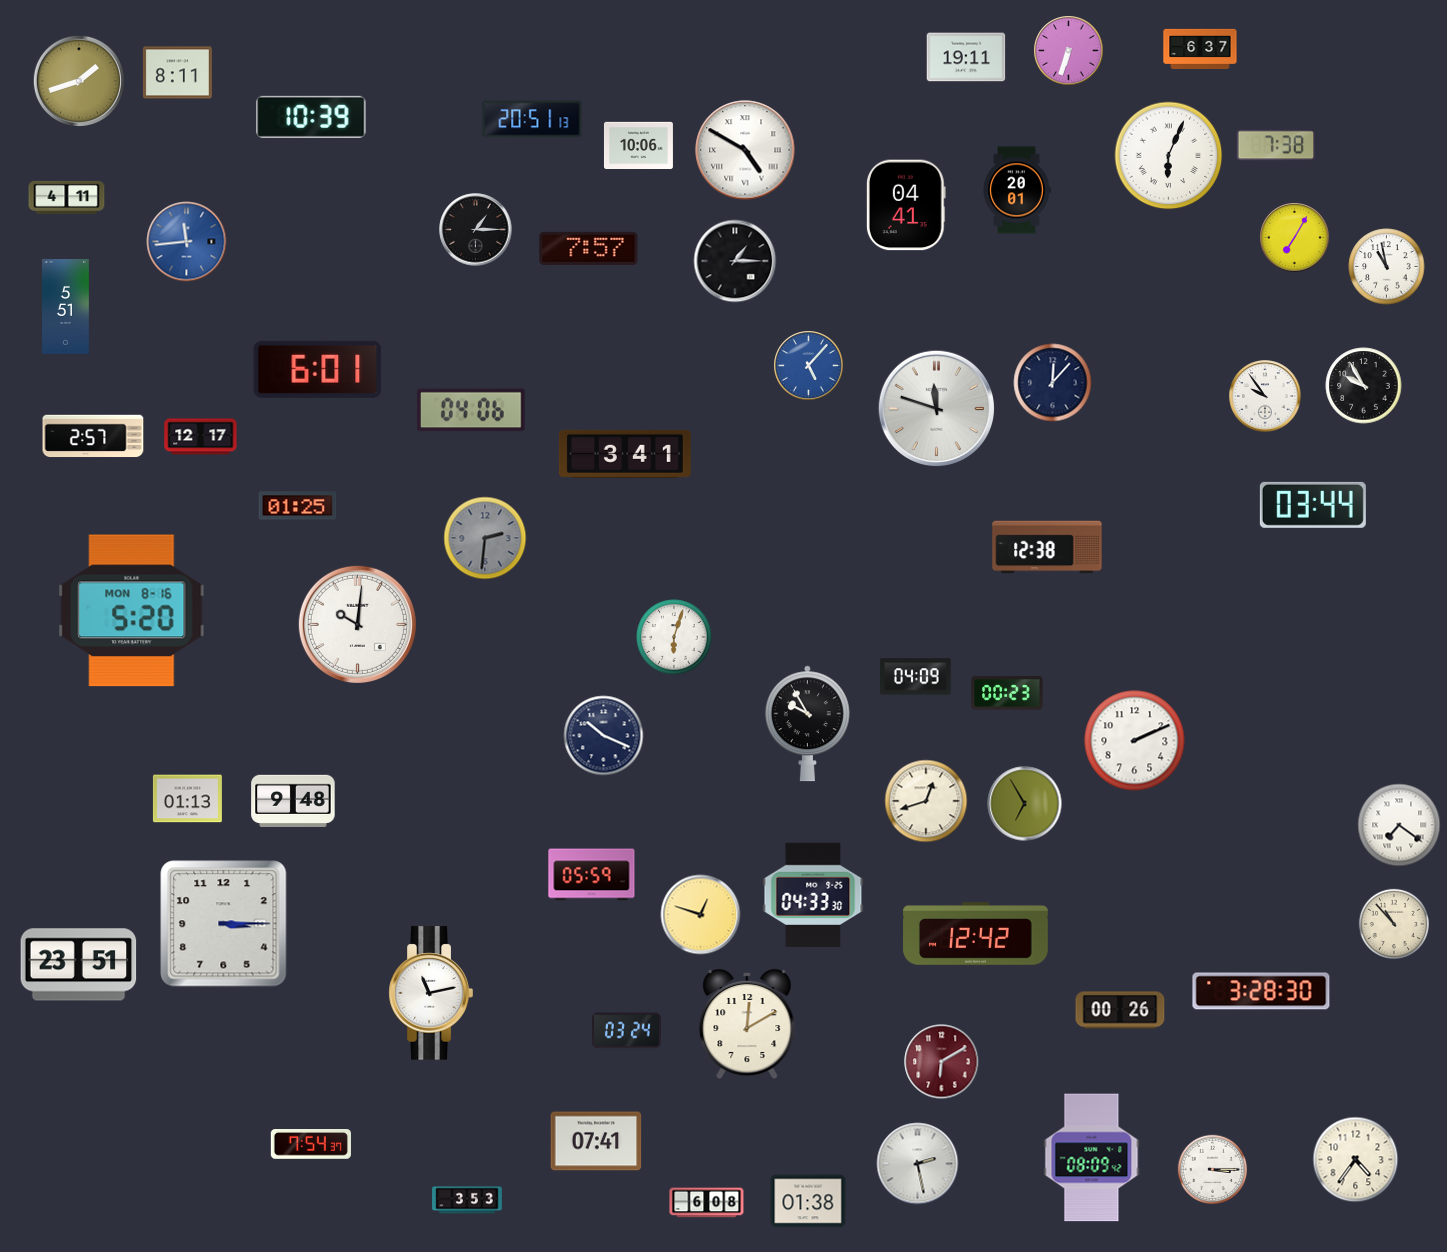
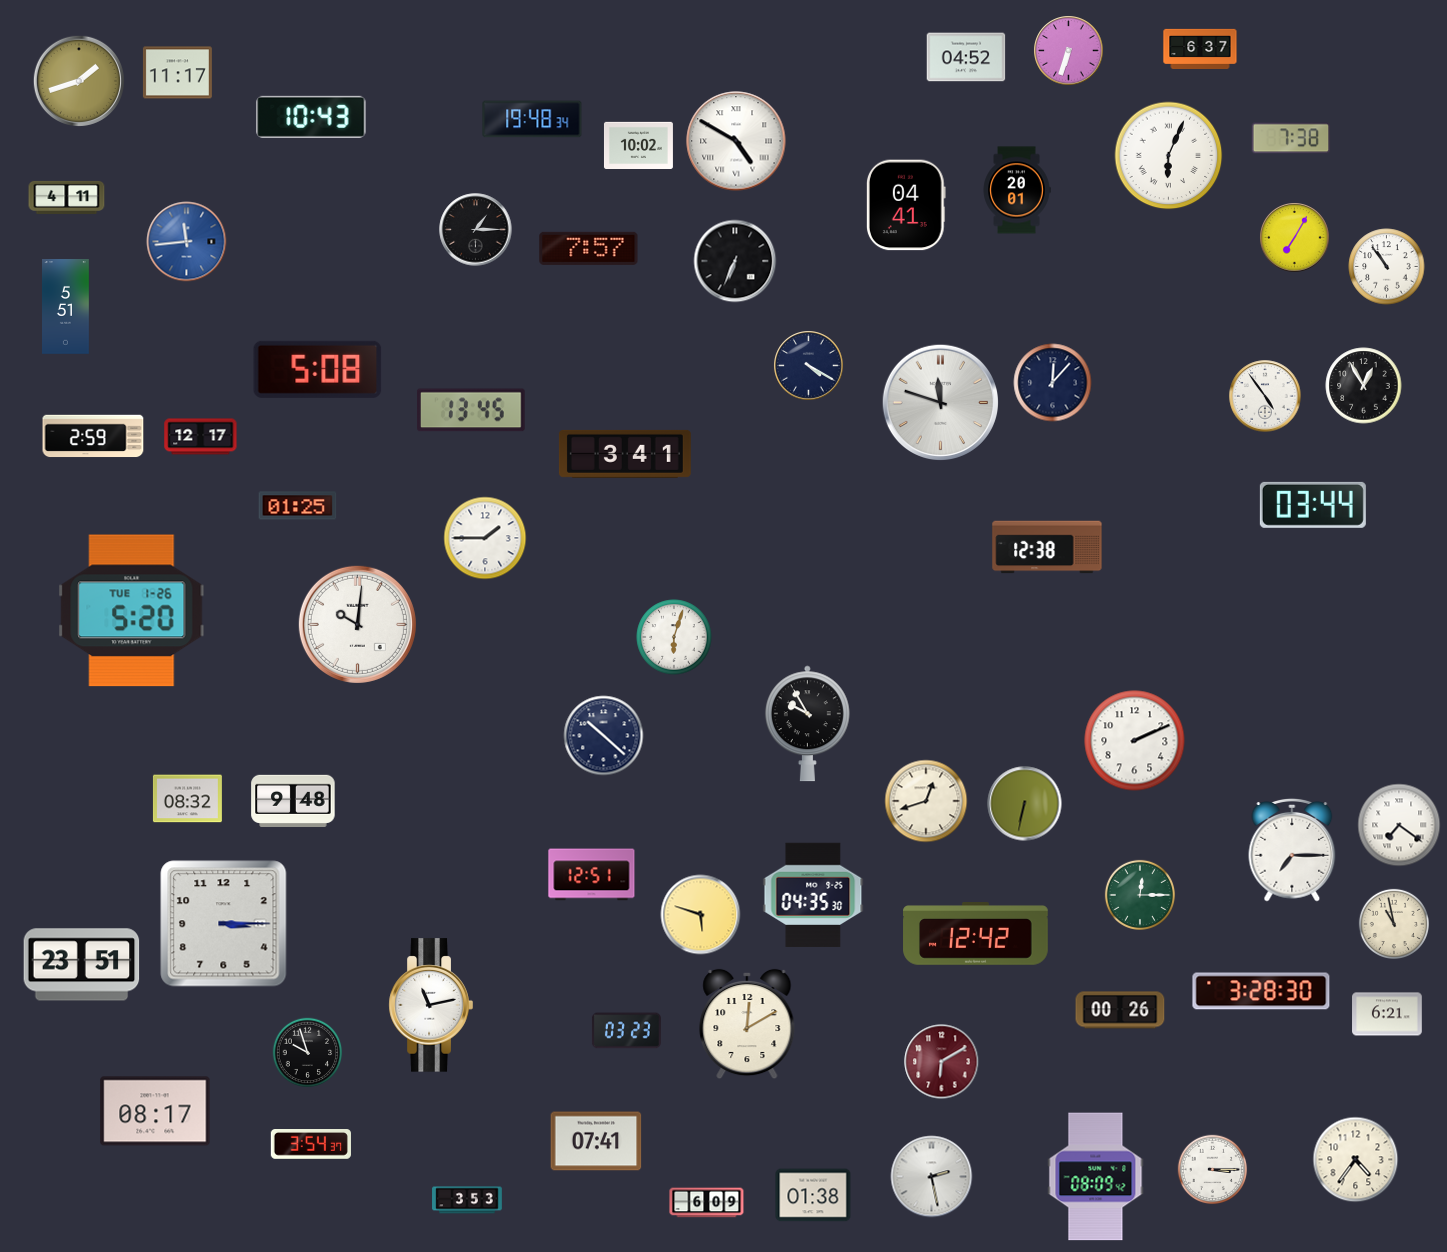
clock at (966, 57): 19:11 -> 04:52
clock at (177, 73): 8:11 -> 11:17
clock at (311, 117): 10:39 -> 10:43
clock at (532, 119): 20:51 -> 19:48
clock at (638, 145): 10:06 -> 10:02
clock at (1276, 145) position: (1276, 145) -> (1291, 138)
clock at (745, 150) position: (745, 150) -> (736, 141)
clock at (735, 261): 1:15 -> 6:34
clock at (1387, 267): 10:58 -> 10:54
clock at (809, 366): 5:07 -> 4:20
clock at (809, 366) dial: blue -> navy
clock at (318, 369): 6:01 -> 5:08
clock at (1364, 386): 9:55 -> 12:55
clock at (1265, 396): 9:54 -> 4:54
clock at (936, 408) position: (936, 408) -> (940, 402)
clock at (472, 410): 04:06 -> 13:45
clock at (93, 436): 2:57 -> 2:59
clock at (485, 538): 2:31 -> 1:45
clock at (485, 538) dial: grey -> white
clock at (132, 611) date: MON 8-16 -> TUE 1-26
clock at (916, 677): 04:09 -> none
clock at (1007, 693): 00:23 -> none
clock at (604, 736): 10:19 -> 10:22
clock at (187, 799): 01:13 -> 08:32
clock at (1025, 804): 6:55 -> 6:32
clock at (1292, 850): none -> 7:15
clock at (592, 875): 05:59 -> 12:51
clock at (813, 894): 04:33 -> 04:35
clock at (1139, 894): none -> 12:15
clock at (701, 915): 12:48 -> 5:48
clock at (1393, 923): 10:53 -> 10:58
clock at (79, 965) position: (79, 965) -> (82, 965)
clock at (431, 993) position: (431, 993) -> (431, 1005)
clock at (1387, 1014): none -> 6:21
clock at (626, 1031): 03:24 -> 03:23
clock at (308, 1053): none -> 9:57
clock at (155, 1111): none -> 08:17
clock at (311, 1145): 7:54 -> 3:54
clock at (1092, 1158) position: (1092, 1158) -> (1096, 1177)
clock at (918, 1164) position: (918, 1164) -> (932, 1177)
clock at (808, 1201) position: (808, 1201) -> (813, 1195)
clock at (707, 1203): 6:08 -> 6:09
